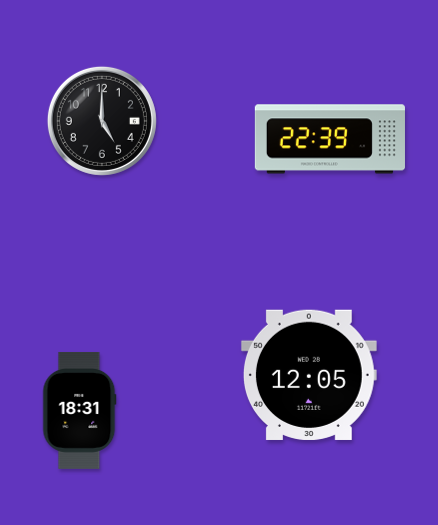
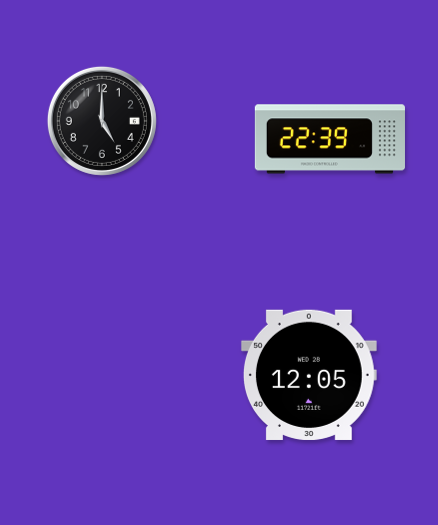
clock at (80, 410): 18:31 -> none
